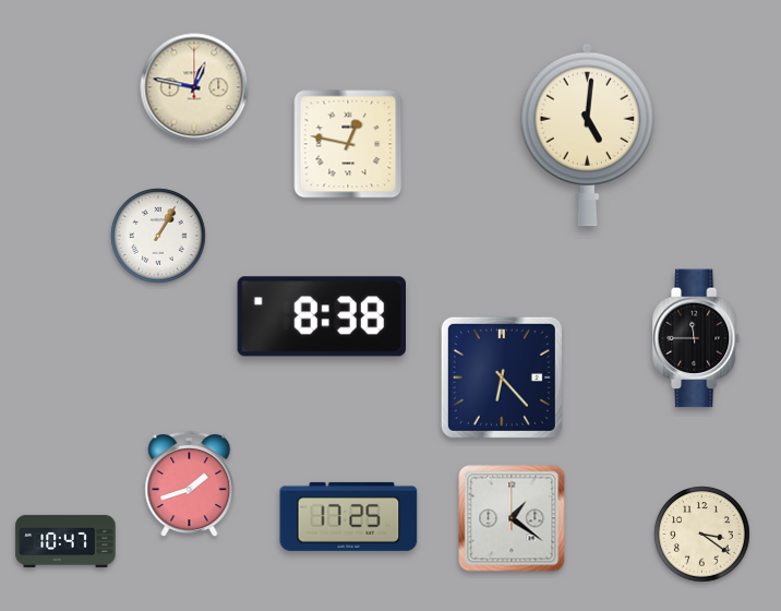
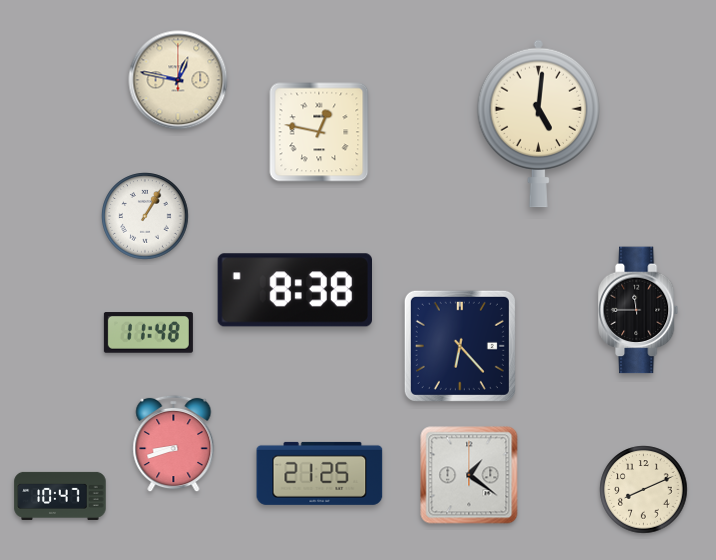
clock at (148, 333): none -> 11:48
clock at (190, 484): 1:42 -> 8:42
clock at (349, 516): 17:25 -> 21:25
clock at (702, 535): 3:21 -> 8:11
